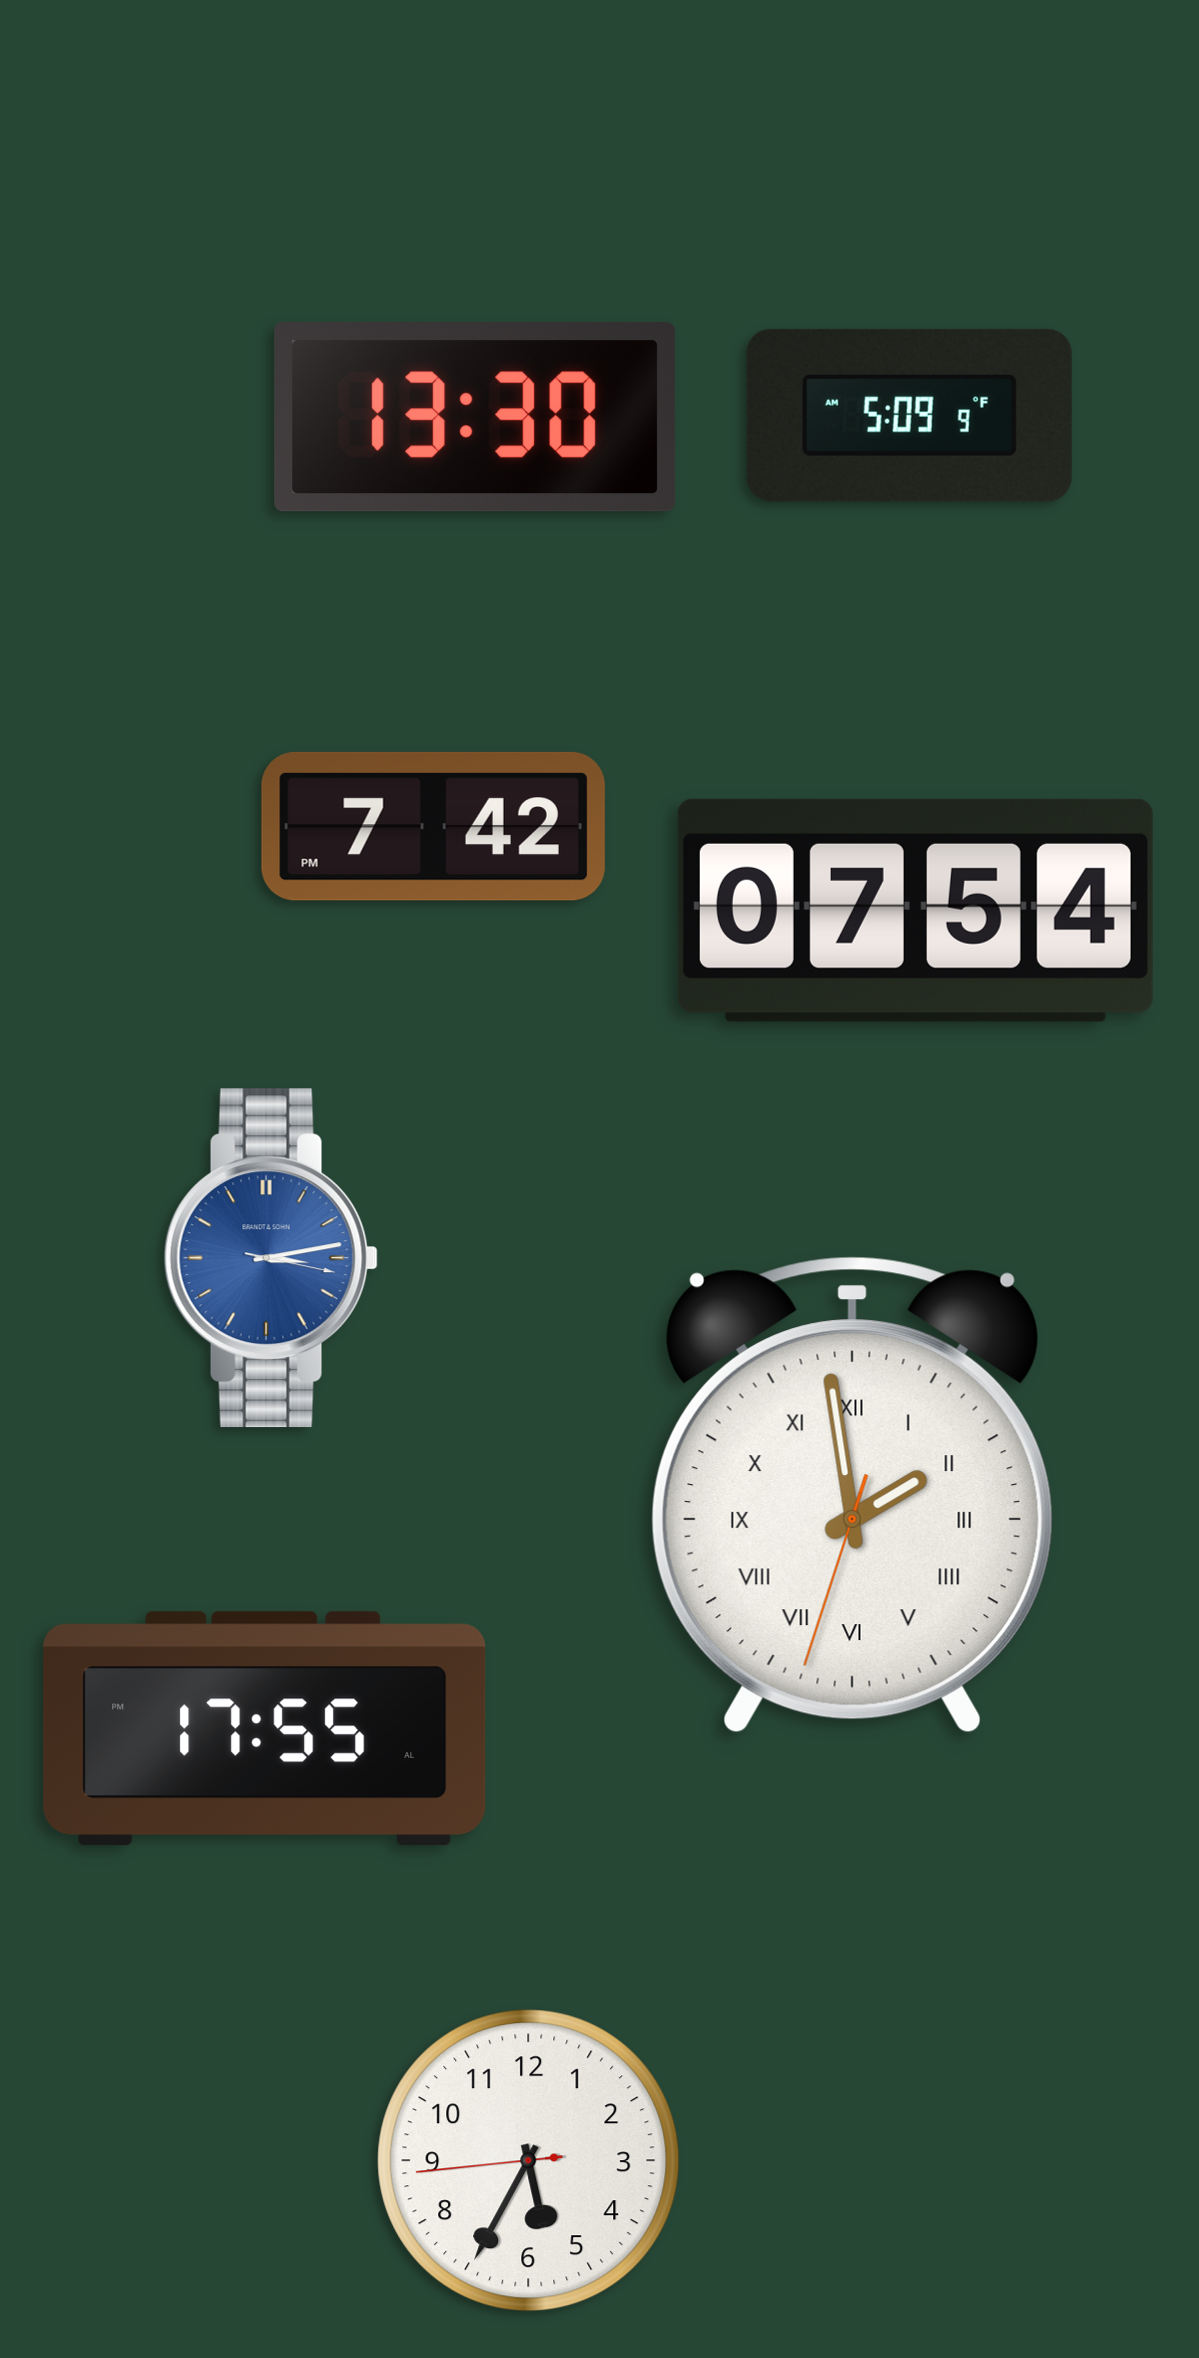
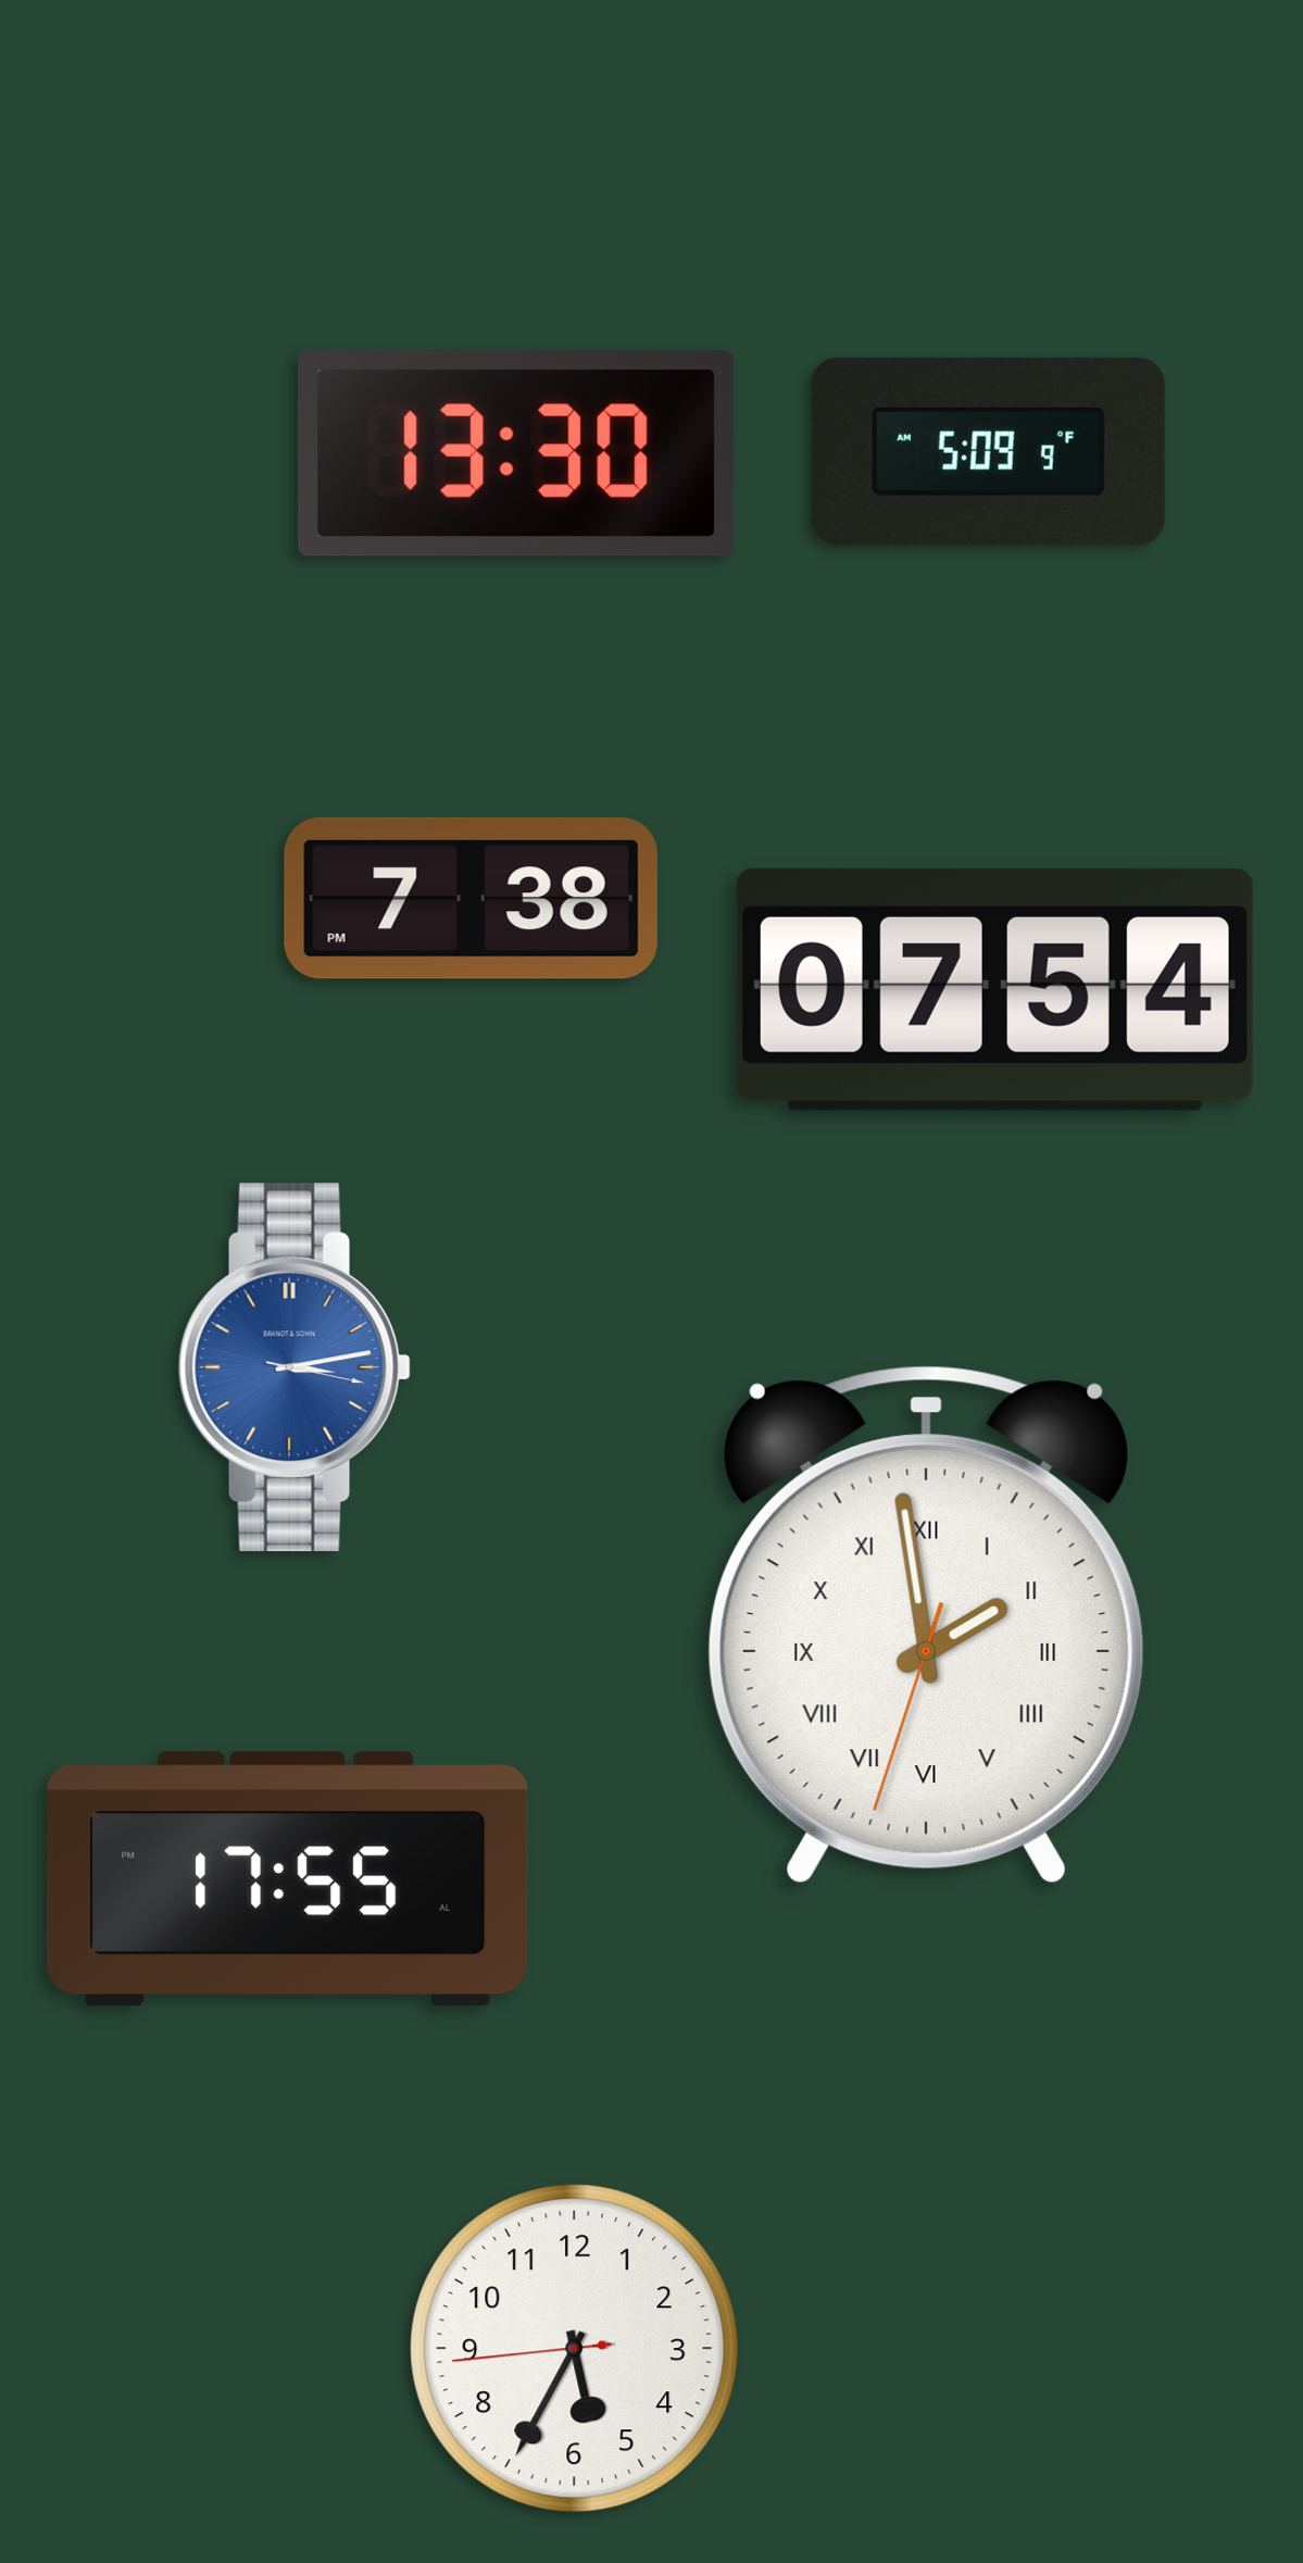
clock at (433, 826): 7:42 -> 7:38
